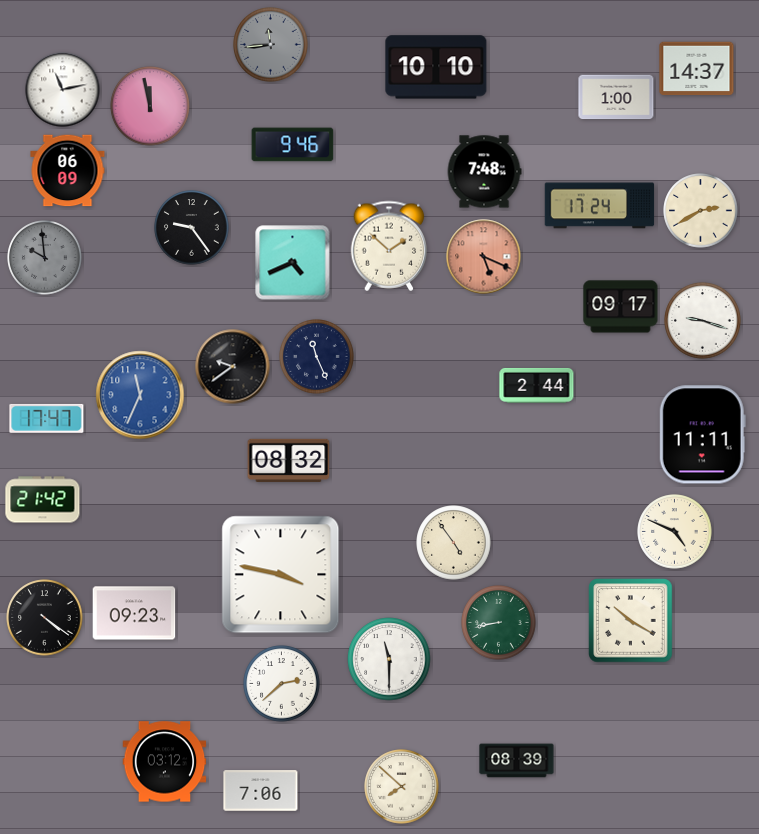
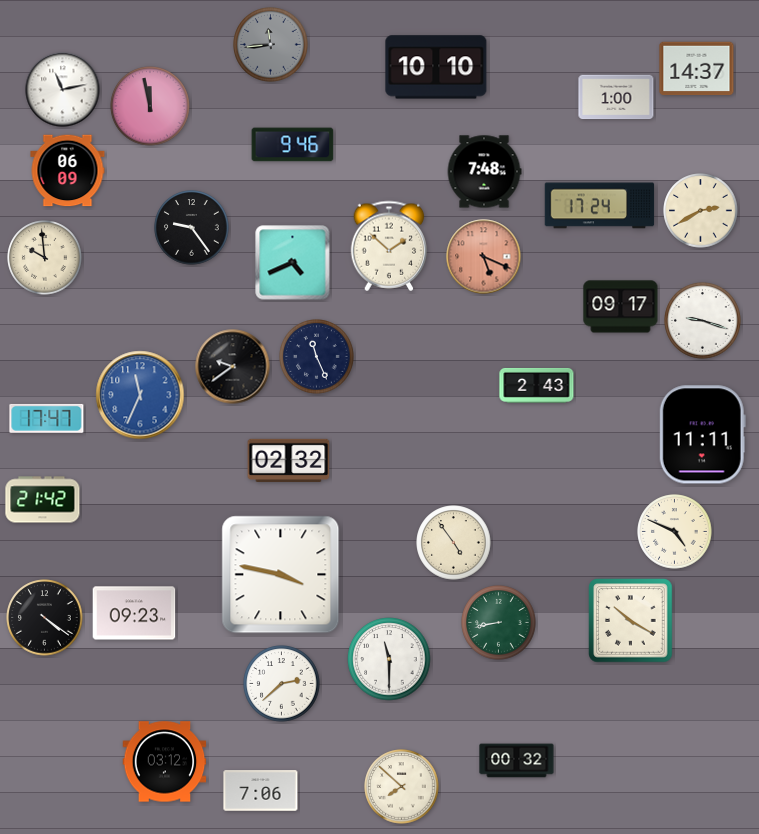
clock at (45, 258) dial: grey -> cream
clock at (537, 385): 2:44 -> 2:43
clock at (289, 460): 08:32 -> 02:32
clock at (517, 761): 08:39 -> 00:32
